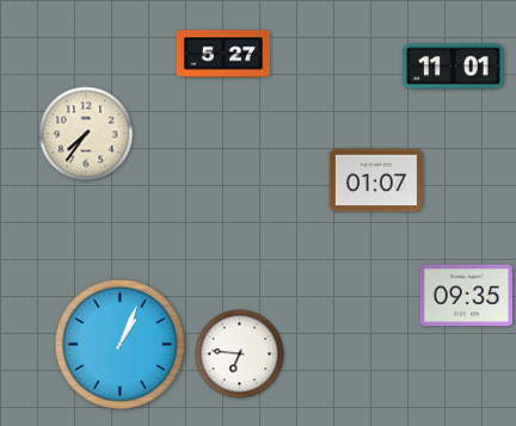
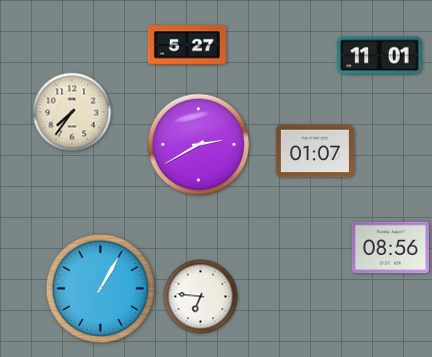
clock at (199, 145): none -> 2:40
clock at (466, 296): 09:35 -> 08:56
clock at (119, 344): 1:04 -> 1:05
